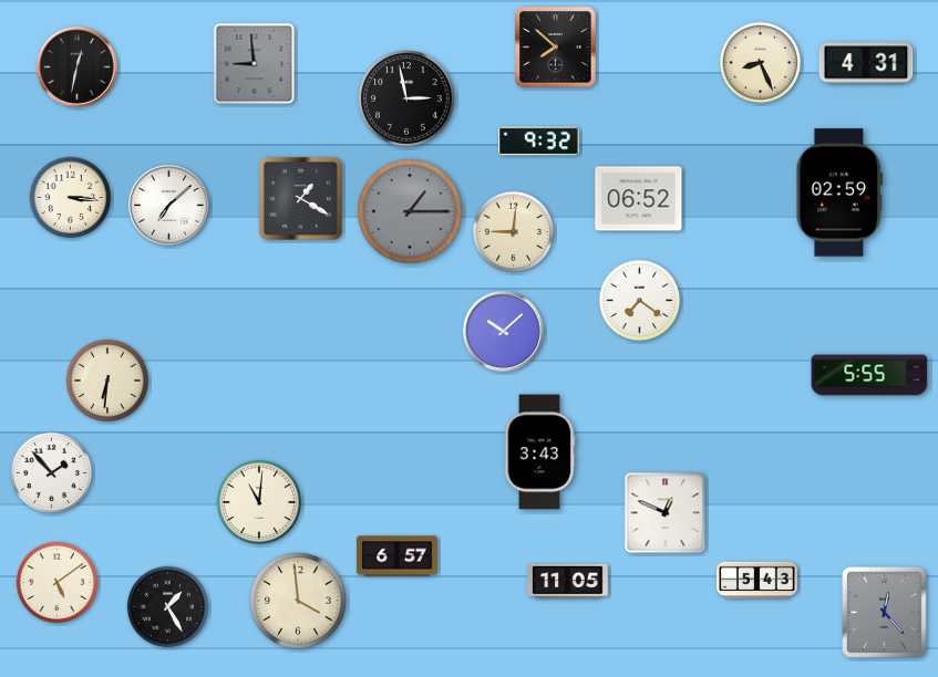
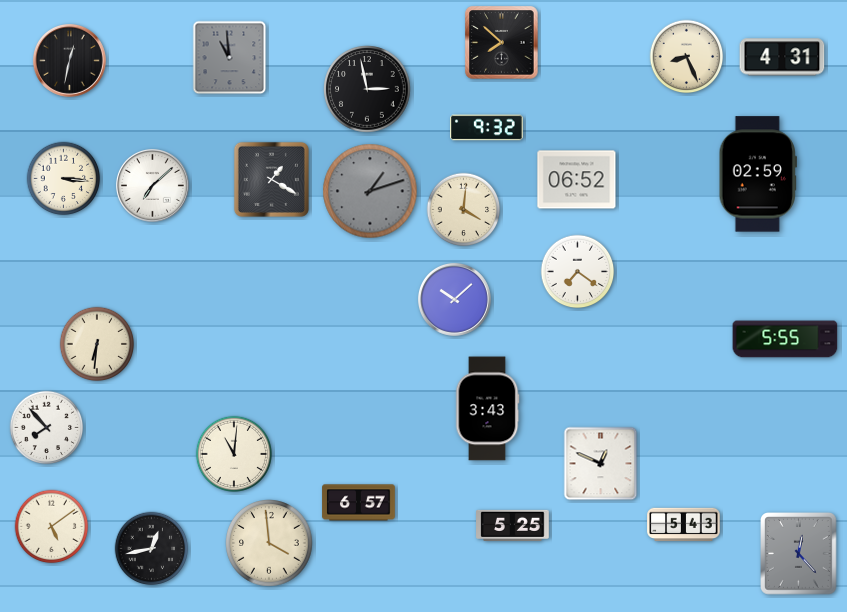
clock at (255, 64): 8:59 -> 10:59
clock at (410, 211): 1:15 -> 1:12
clock at (514, 232): 9:01 -> 4:01
clock at (52, 473): 1:53 -> 7:53
clock at (568, 581): 11:05 -> 5:25
clock at (168, 607): 1:25 -> 12:43
